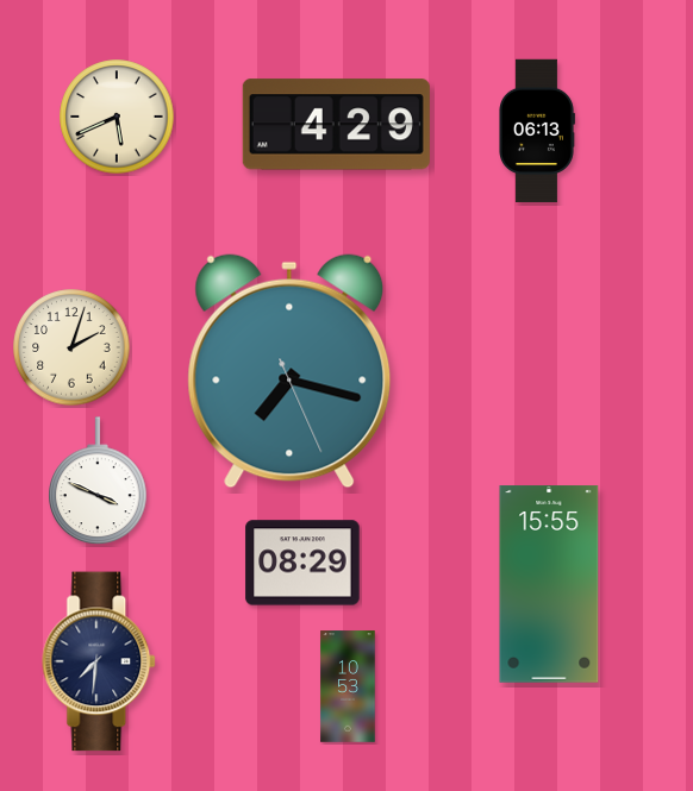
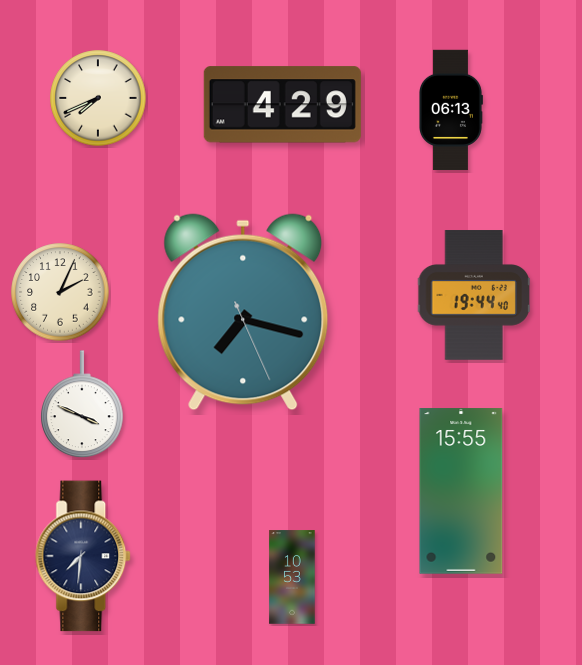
clock at (117, 117): 5:41 -> 7:41
clock at (71, 347): 2:03 -> 2:04
clock at (474, 295): none -> 19:44
clock at (302, 563): 08:29 -> none
